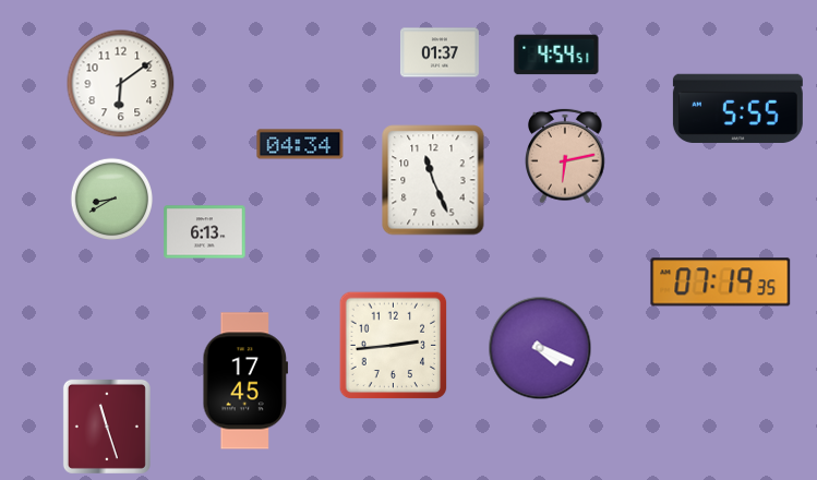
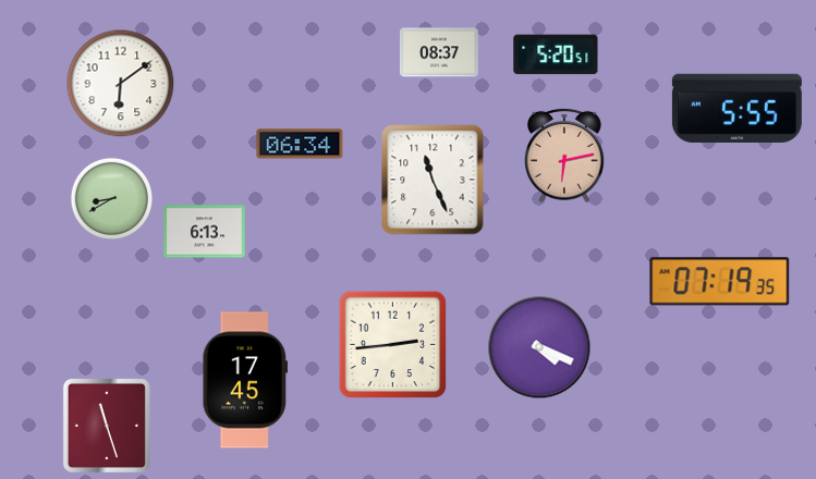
clock at (440, 52): 01:37 -> 08:37
clock at (556, 55): 4:54 -> 5:20
clock at (300, 144): 04:34 -> 06:34
